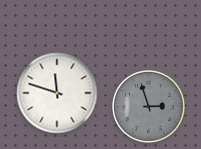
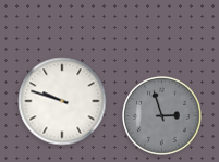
clock at (57, 93): 11:48 -> 9:48
